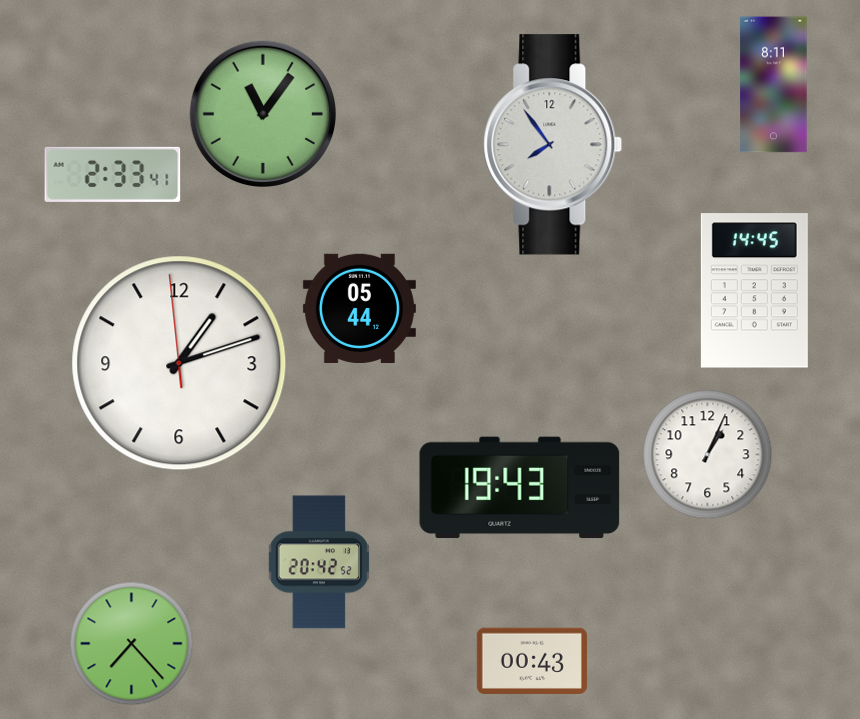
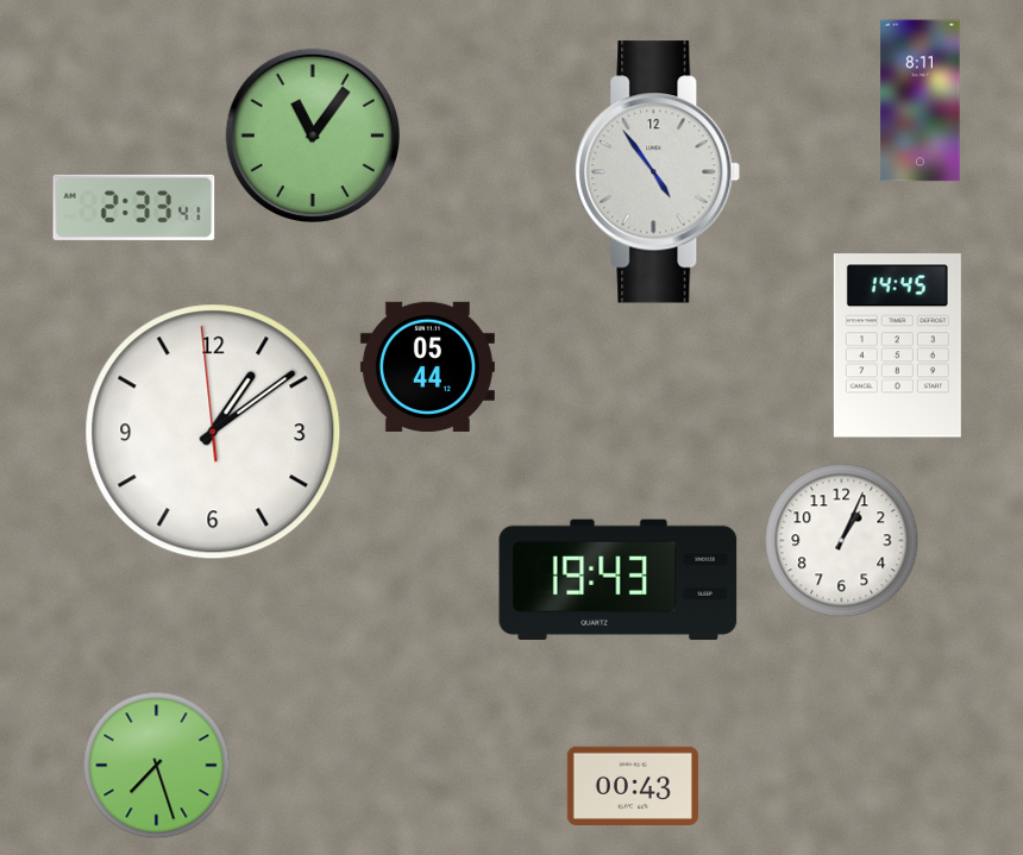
clock at (553, 145): 7:54 -> 4:54
clock at (179, 363): 1:11 -> 1:08
clock at (319, 562): 20:42 -> none
clock at (132, 644): 7:23 -> 7:27
